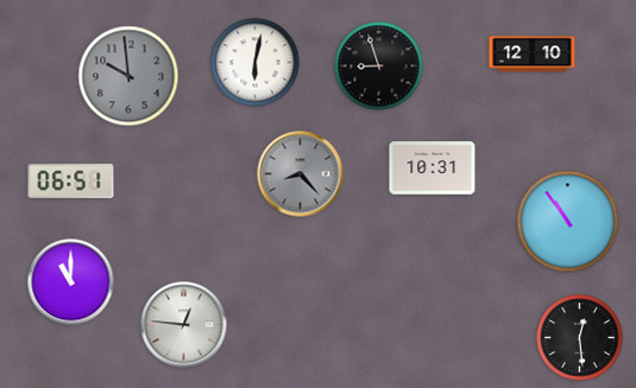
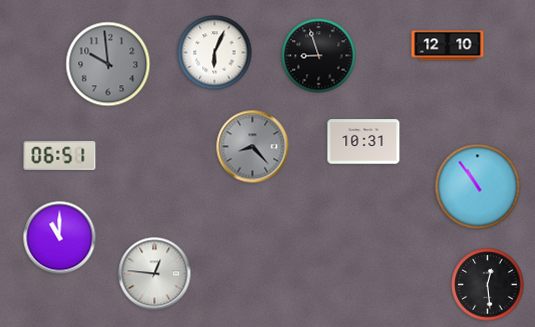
clock at (256, 63): 6:02 -> 6:04
clock at (71, 180) position: (71, 180) -> (60, 155)
